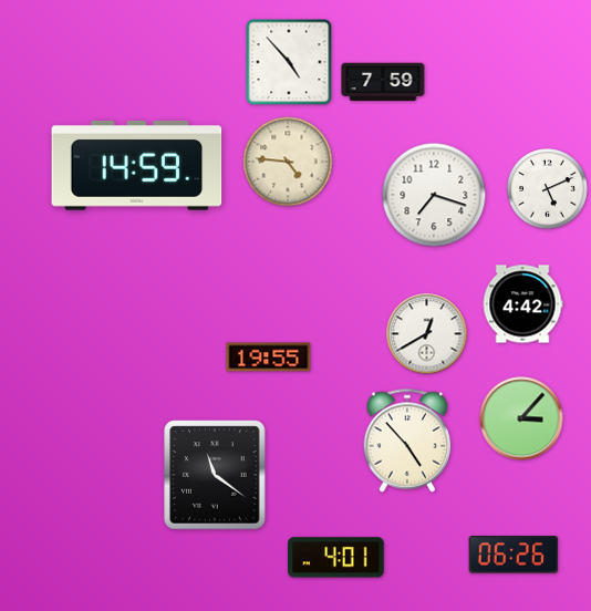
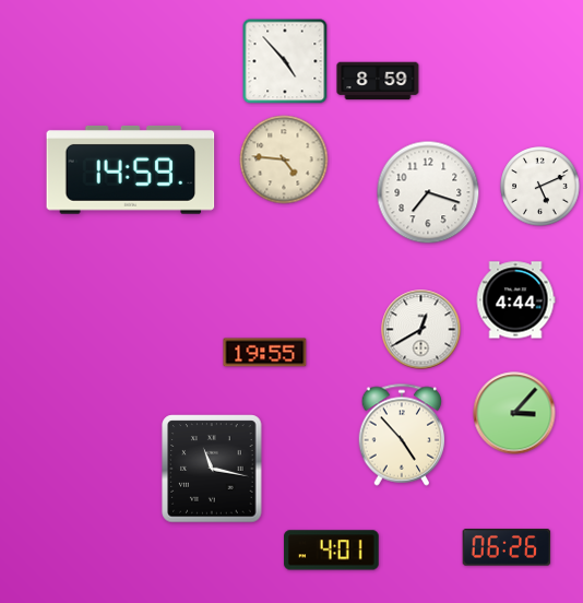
clock at (383, 82): 7:59 -> 8:59
clock at (137, 166) position: (137, 166) -> (131, 170)
clock at (522, 304): 4:42 -> 4:44
clock at (215, 475): 11:21 -> 11:17
